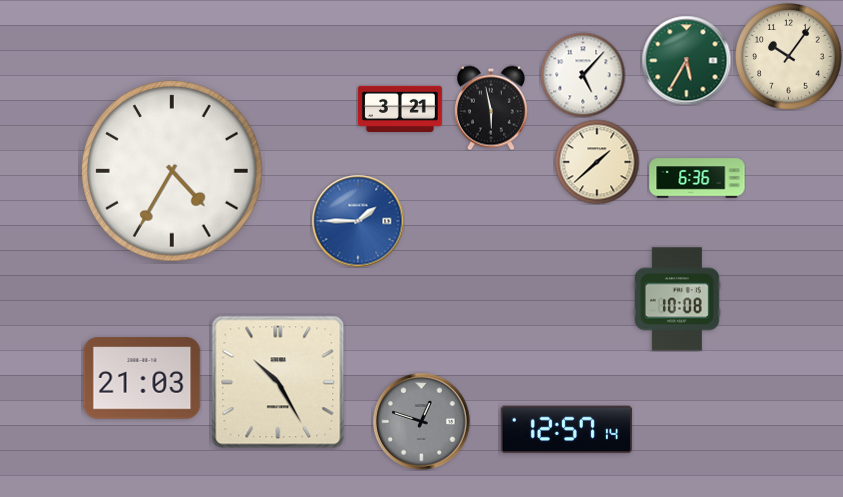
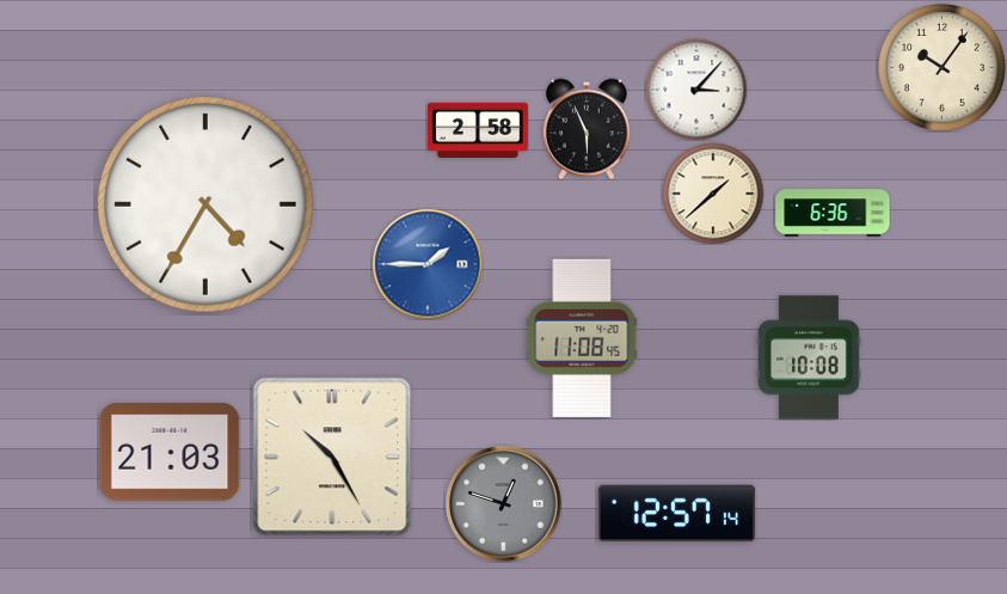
clock at (686, 60): 5:35 -> none
clock at (583, 75): 5:07 -> 3:07
clock at (400, 108): 3:21 -> 2:58
clock at (491, 108): 5:58 -> 5:56
clock at (582, 338): none -> 11:08
